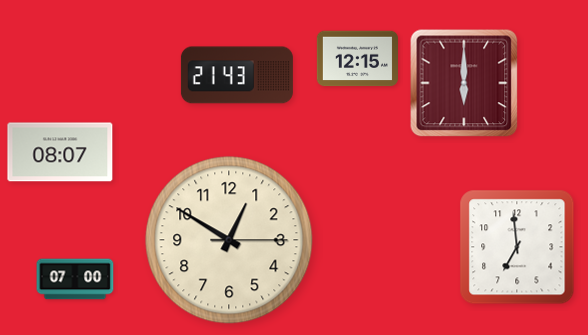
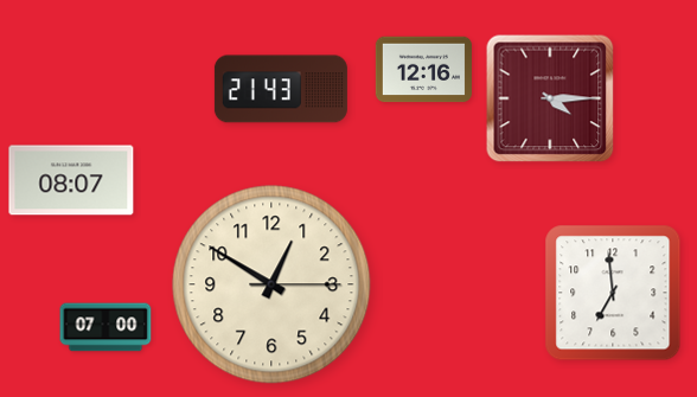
clock at (357, 59): 12:15 -> 12:16
clock at (464, 83): 6:00 -> 4:15
clock at (75, 279) position: (75, 279) -> (105, 327)
